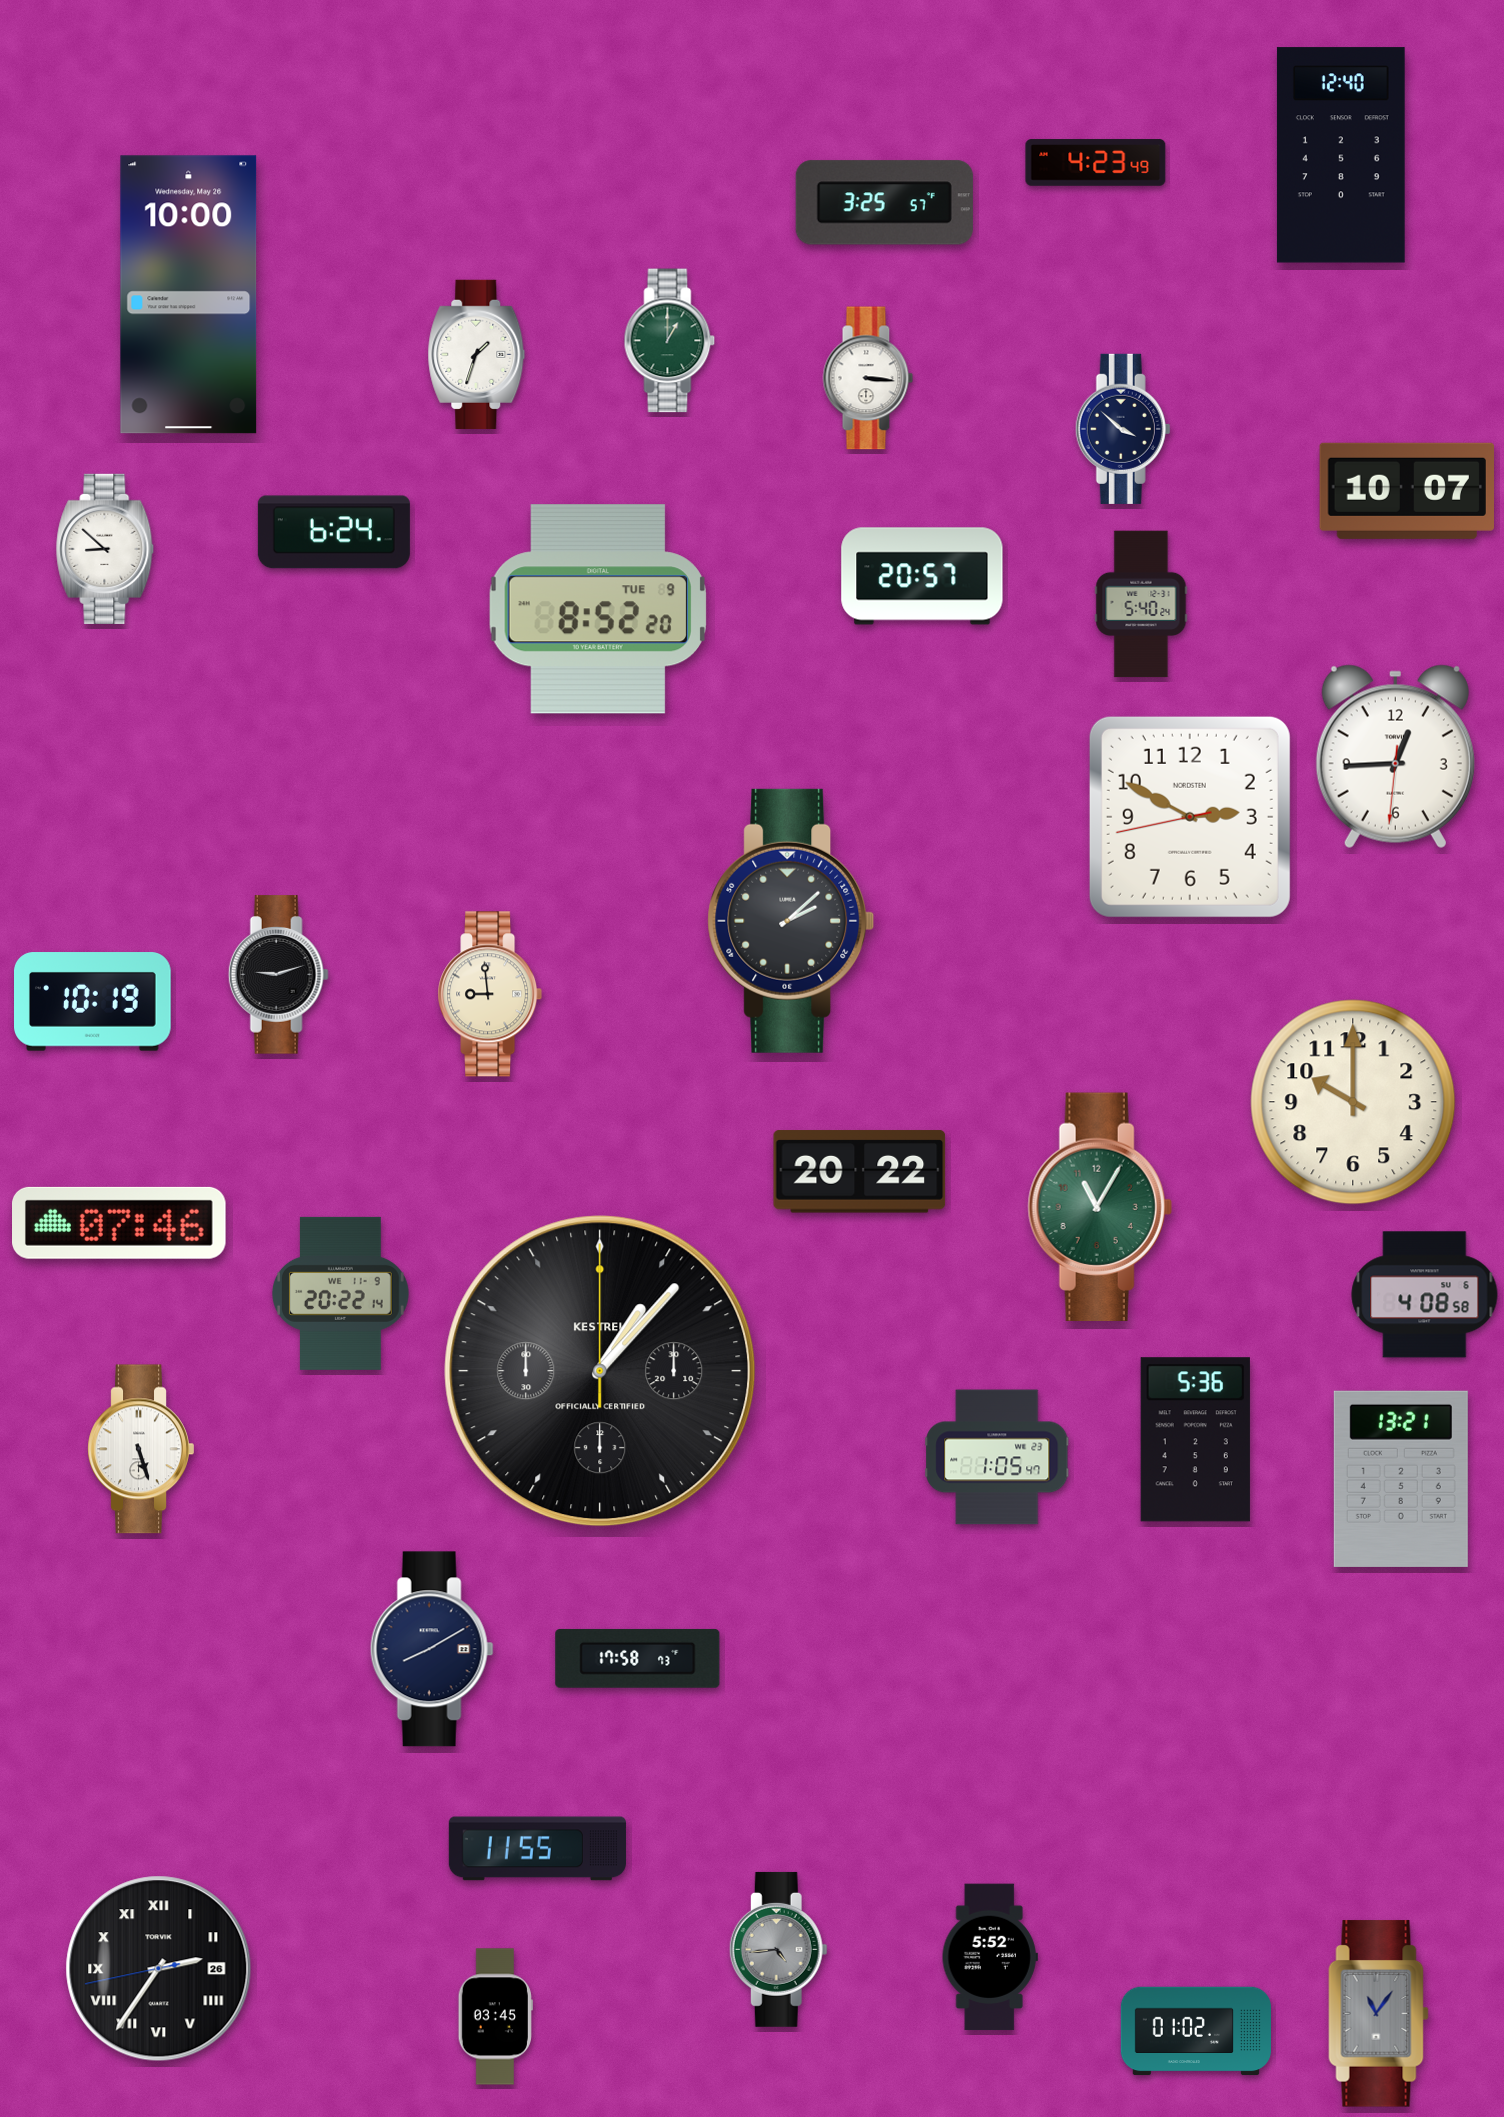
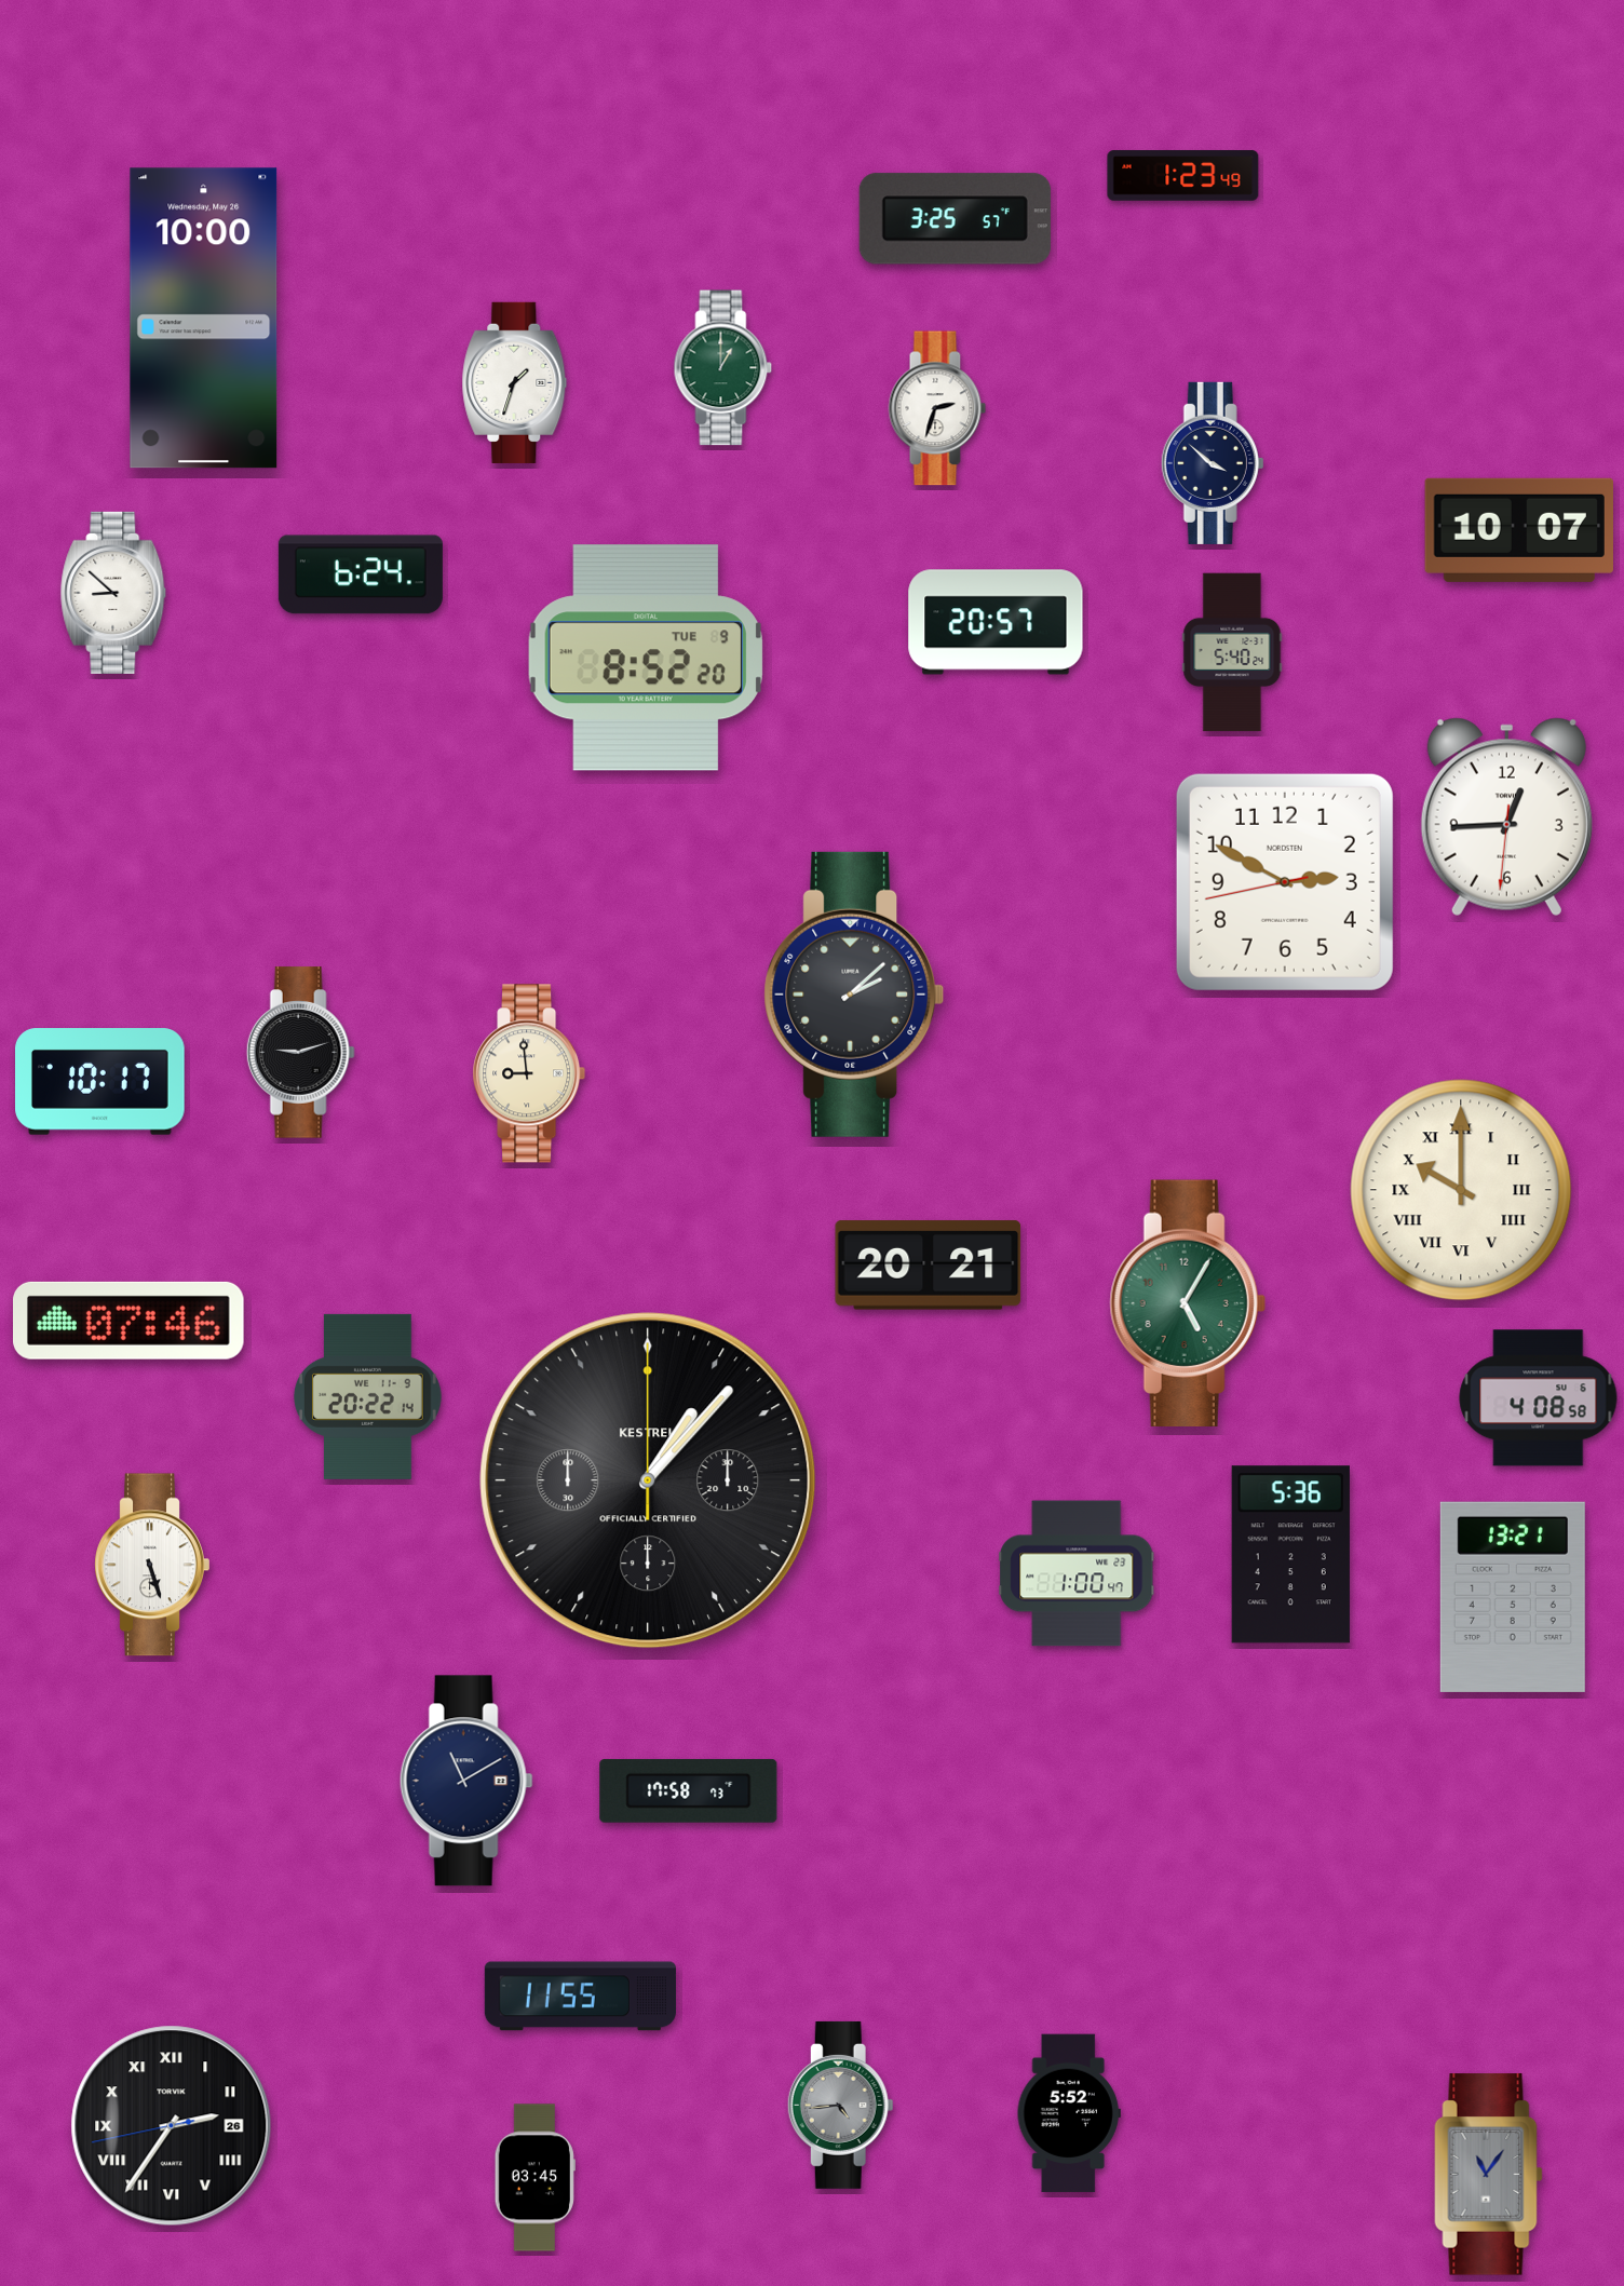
clock at (1341, 155): 12:40 -> none
clock at (1096, 163): 4:23 -> 1:23
clock at (868, 378): 3:16 -> 2:33
clock at (93, 1002): 10:19 -> 10:17
clock at (1353, 1102) numerals: Arabic -> Roman
clock at (860, 1172): 20:22 -> 20:21
clock at (1100, 1206): 11:05 -> 5:05
clock at (997, 1457): 1:05 -> 1:00
clock at (432, 1649): 8:10 -> 11:10
clock at (1196, 2031): 01:02 -> none
